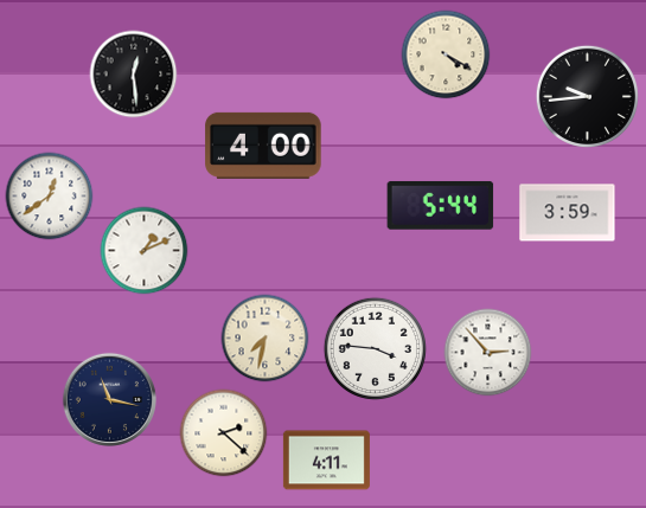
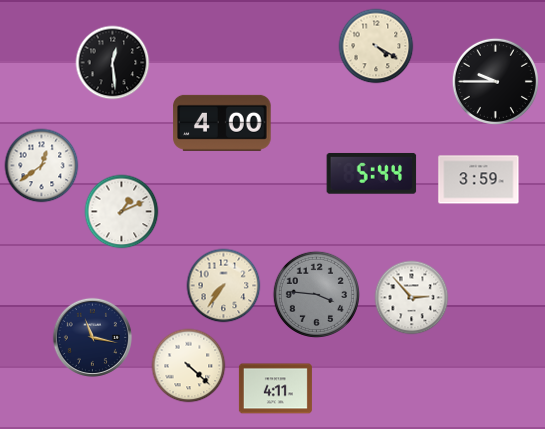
clock at (587, 96): 9:44 -> 9:45
clock at (266, 339): 7:32 -> 7:36
clock at (375, 348) dial: white -> grey
clock at (224, 433): 2:22 -> 4:22
